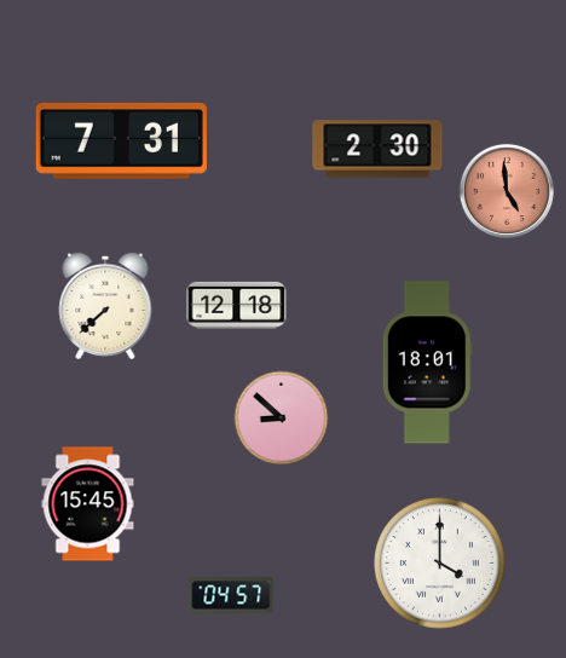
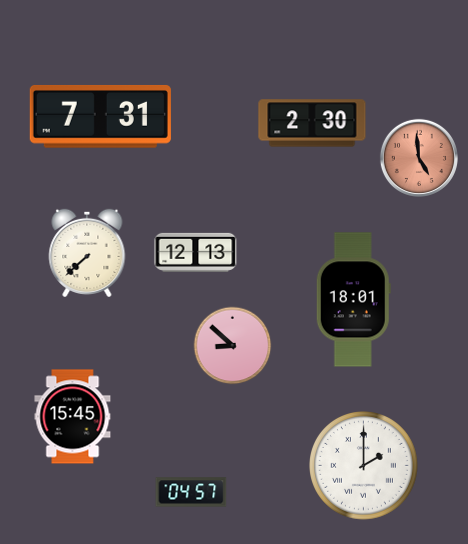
clock at (237, 305): 12:18 -> 12:13
clock at (440, 564): 4:00 -> 2:00
